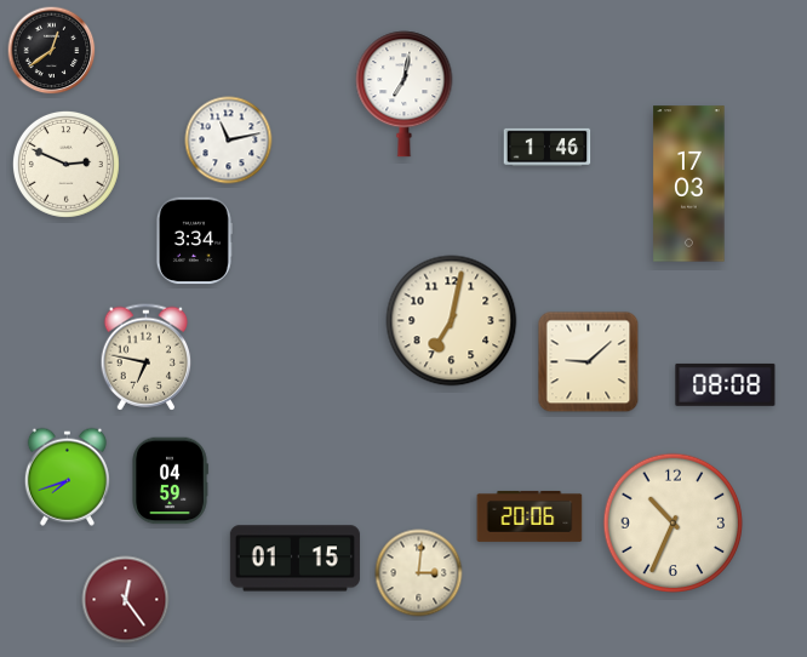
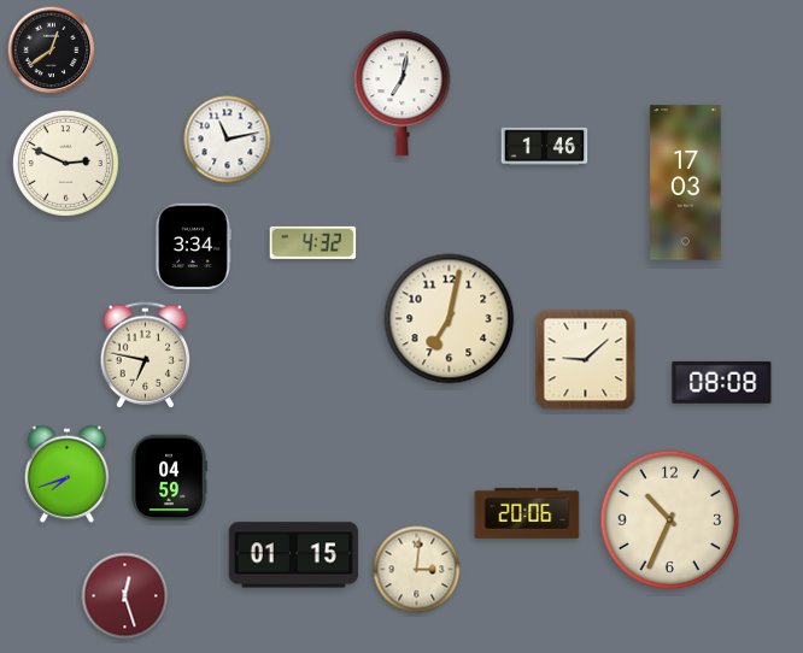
clock at (194, 241) position: (194, 241) -> (193, 247)
clock at (313, 242): none -> 4:32
clock at (126, 600): 12:24 -> 12:27
